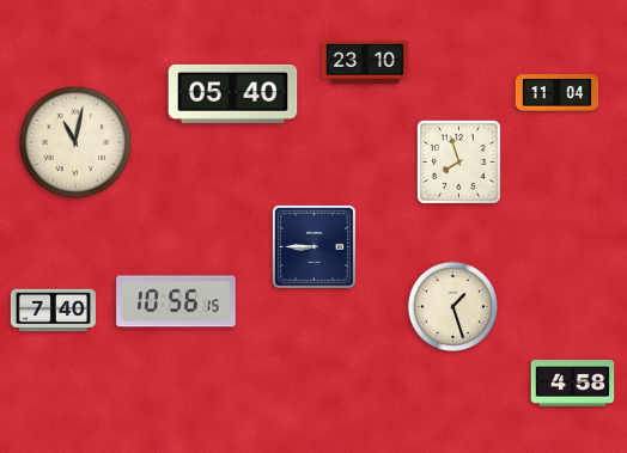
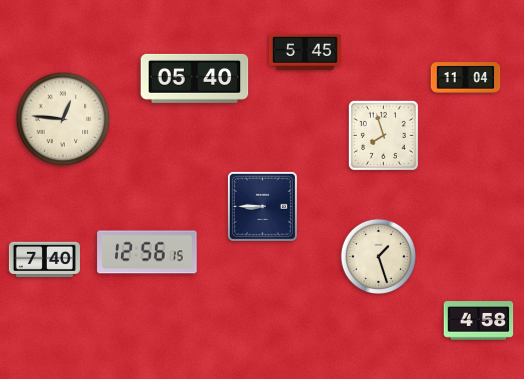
clock at (365, 62): 23:10 -> 5:45
clock at (75, 142): 11:02 -> 12:46
clock at (176, 301): 10:56 -> 12:56
